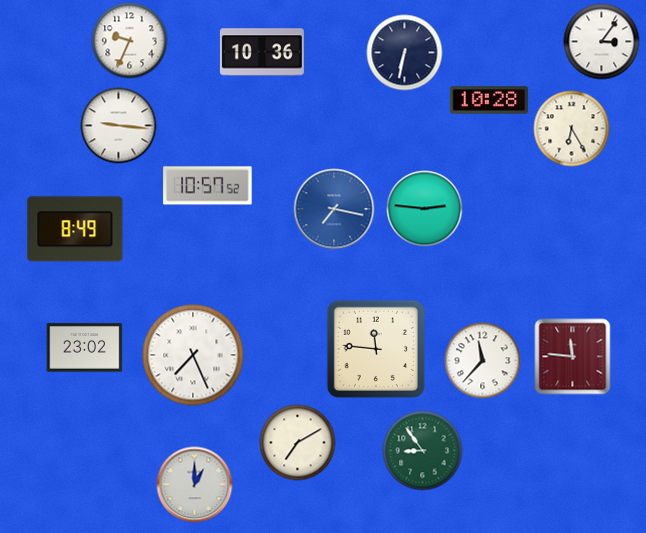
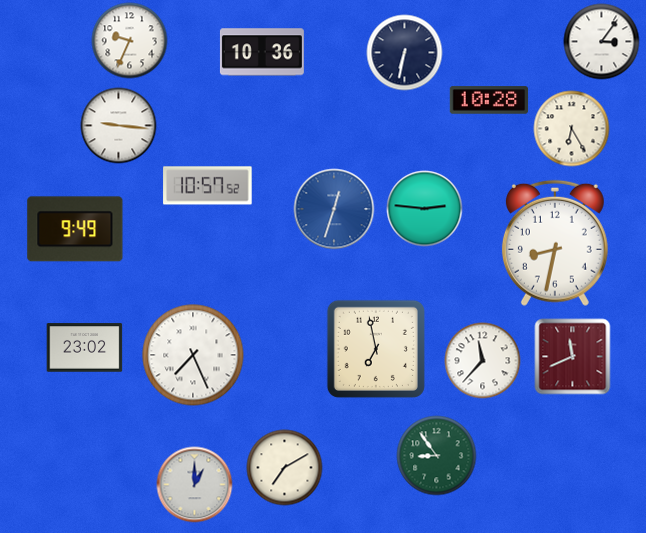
clock at (334, 209): 7:17 -> 12:33
clock at (75, 229): 8:49 -> 9:49
clock at (555, 243): none -> 8:32
clock at (376, 349): 11:46 -> 6:58
clock at (573, 357): 11:46 -> 11:41
clock at (298, 443) position: (298, 443) -> (285, 468)
clock at (423, 451) position: (423, 451) -> (437, 456)
